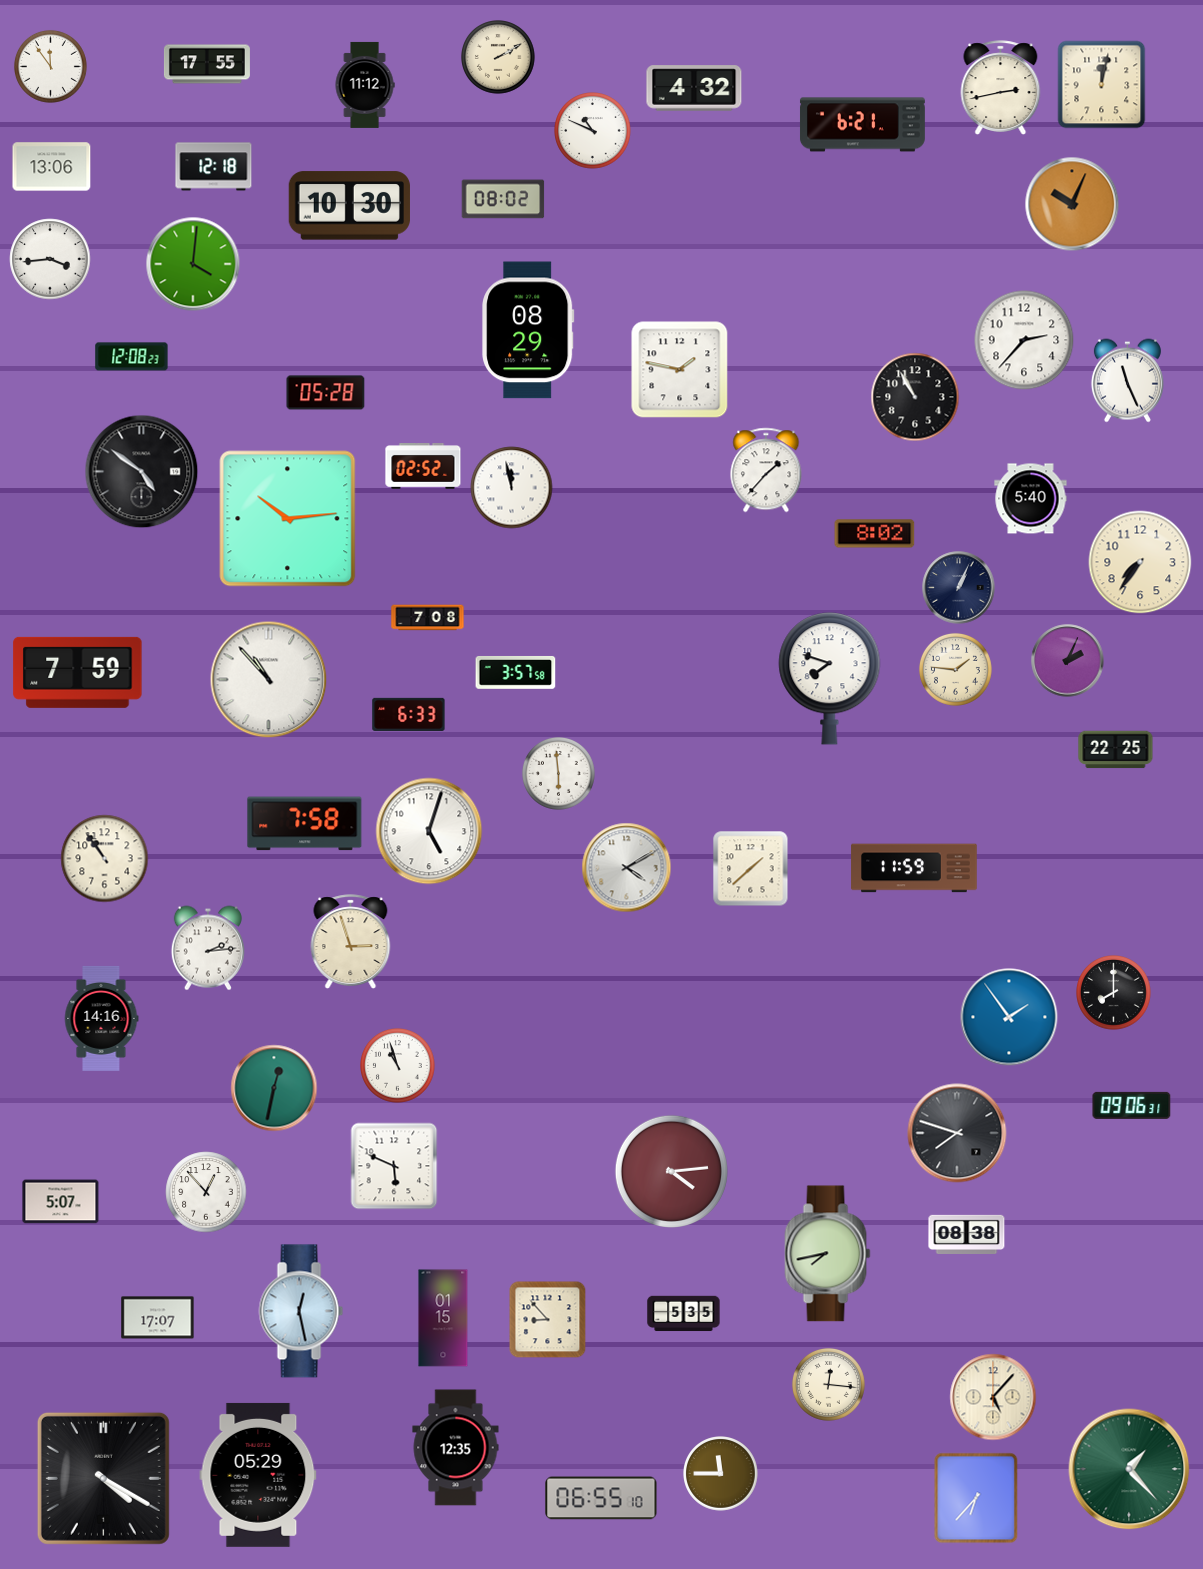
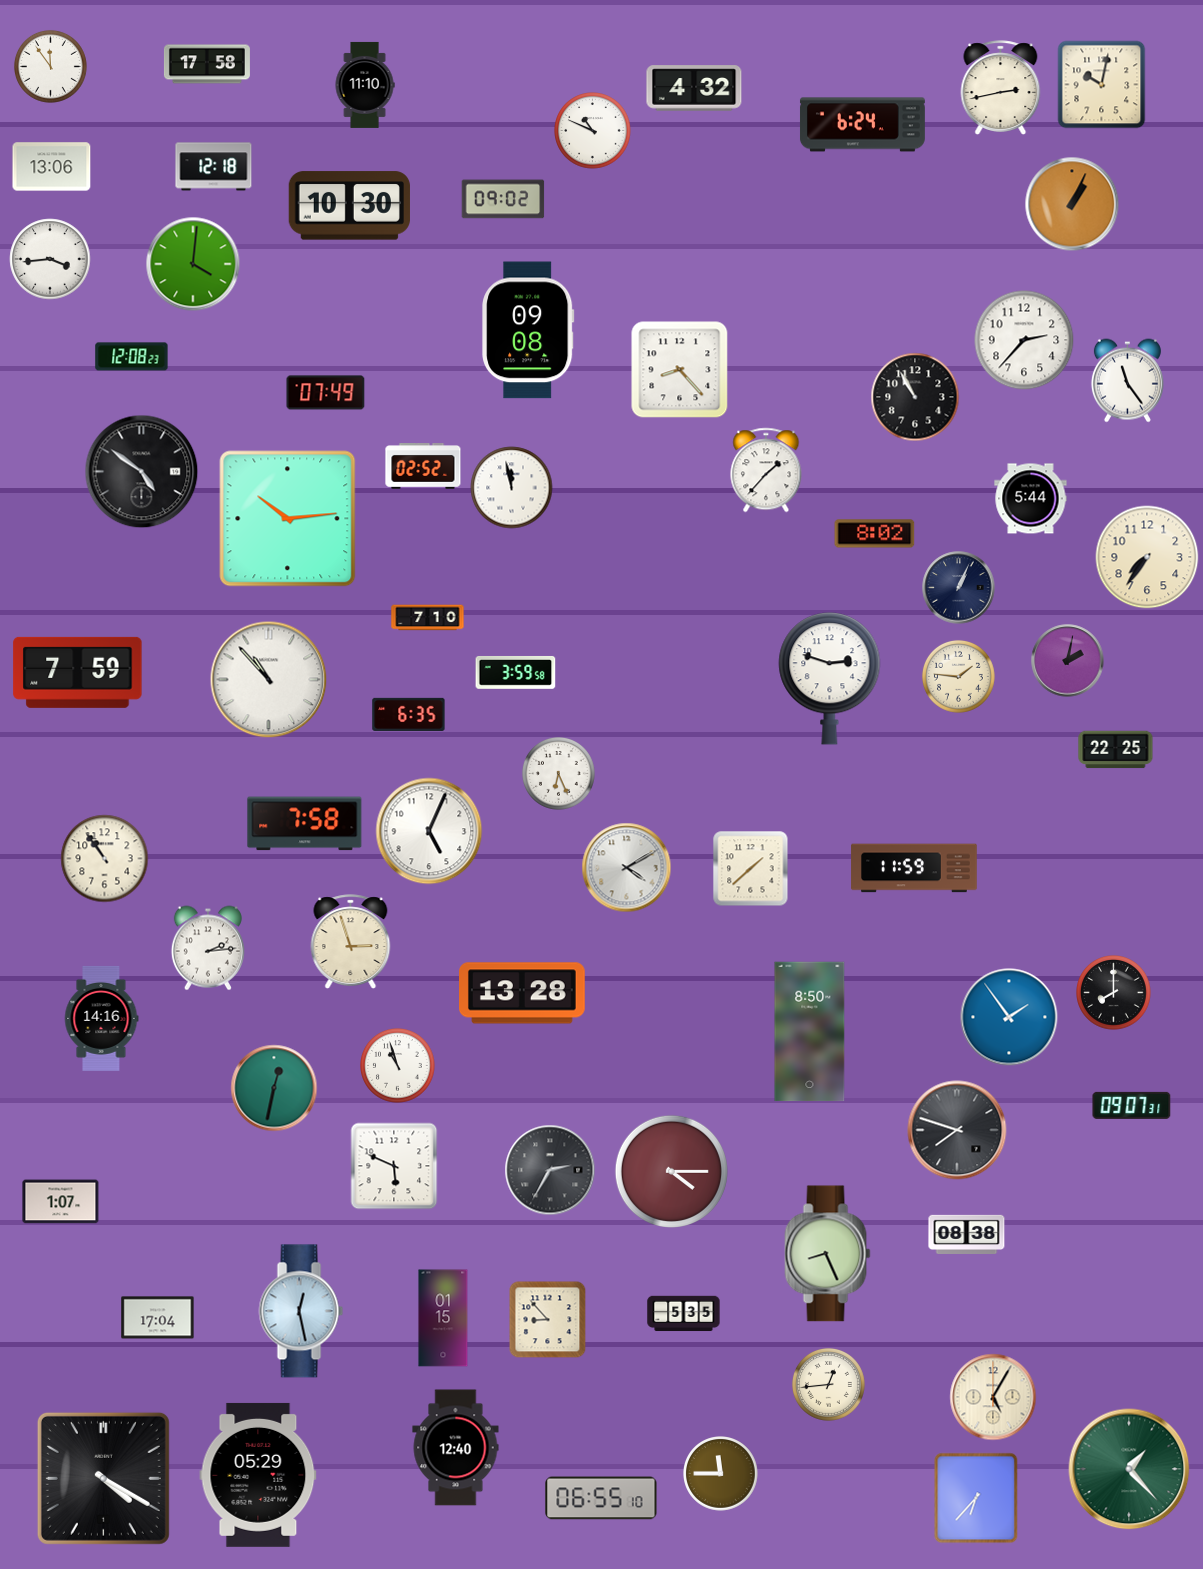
clock at (499, 58): 2:10 -> none
clock at (207, 64): 17:55 -> 17:58
clock at (365, 85): 11:12 -> 11:10
clock at (1102, 85): 12:02 -> 10:02
clock at (862, 125): 6:21 -> 6:24
clock at (503, 199): 08:02 -> 09:02
clock at (1072, 204): 10:04 -> 1:04
clock at (528, 330): 08:29 -> 09:08
clock at (680, 370): 1:47 -> 8:23
clock at (1127, 381): 11:26 -> 11:24
clock at (326, 393): 05:28 -> 07:49
clock at (1031, 499): 5:40 -> 5:44
clock at (1140, 562) position: (1140, 562) -> (1147, 557)
clock at (428, 618): 7:08 -> 7:10
clock at (1068, 661): 2:04 -> 2:02
clock at (955, 669) position: (955, 669) -> (958, 676)
clock at (516, 673): 3:57 -> 3:59
clock at (830, 679): 7:48 -> 2:48
clock at (409, 714): 6:33 -> 6:35
clock at (558, 773): 5:59 -> 6:26
clock at (429, 831): 5:03 -> 5:04
clock at (523, 993): none -> 13:28
clock at (810, 1032): none -> 8:50
clock at (1132, 1105): 09:06 -> 09:07
clock at (957, 1133) position: (957, 1133) -> (957, 1130)
clock at (550, 1170): none -> 2:35
clock at (671, 1171): 4:14 -> 4:15
clock at (206, 1192): 12:53 -> none
clock at (61, 1202): 5:07 -> 1:07
clock at (828, 1254): 7:43 -> 8:26
clock at (158, 1318): 17:07 -> 17:04
clock at (828, 1384): 12:16 -> 12:44
clock at (993, 1397): 5:07 -> 5:05
clock at (456, 1448): 12:35 -> 12:40
